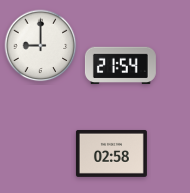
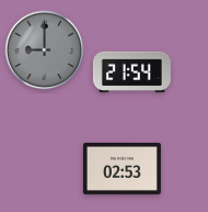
clock at (41, 46) dial: white -> grey
clock at (111, 153): 02:58 -> 02:53
